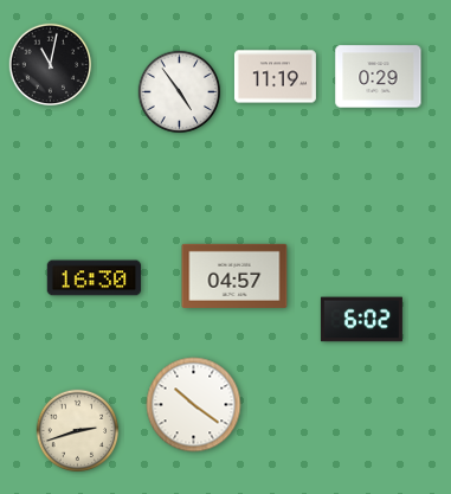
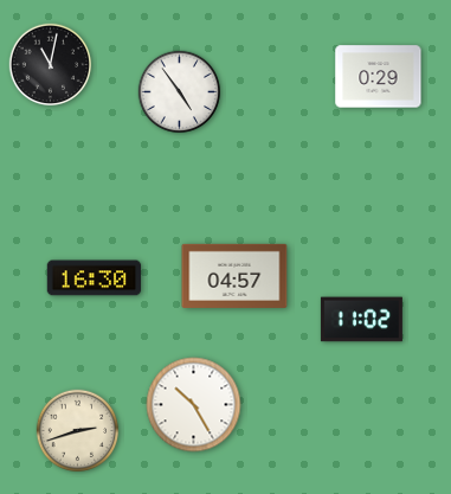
clock at (275, 77): 11:19 -> none
clock at (361, 320): 6:02 -> 11:02
clock at (194, 405): 10:21 -> 10:25
